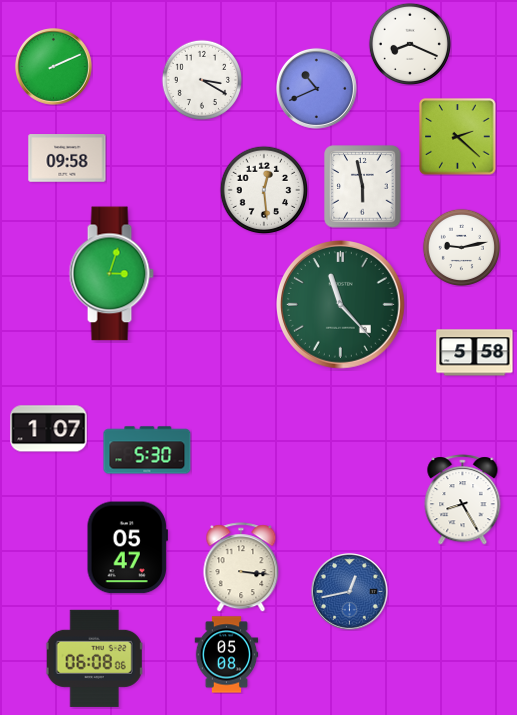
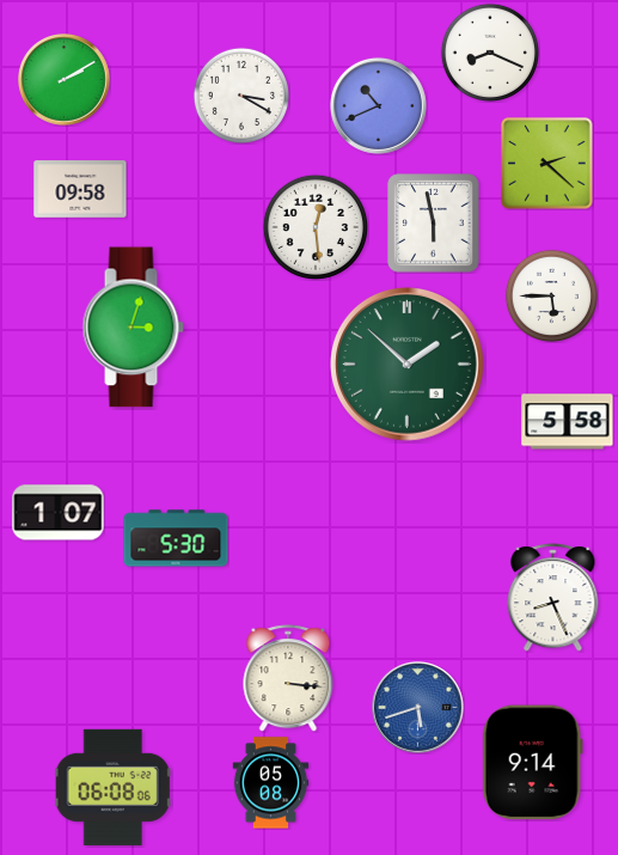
clock at (54, 67): 2:11 -> 2:10
clock at (461, 247): 9:13 -> 5:45
clock at (341, 305): 11:23 -> 1:52
clock at (463, 500): 8:25 -> 8:26
clock at (127, 548): 05:47 -> none
clock at (350, 592): 12:43 -> 5:42
clock at (532, 763): none -> 9:14
